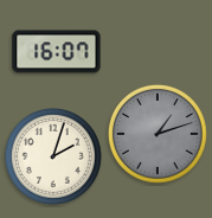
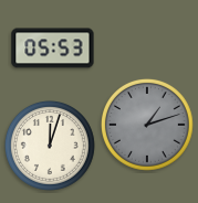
clock at (57, 52): 16:07 -> 05:53
clock at (53, 156): 2:03 -> 12:03
